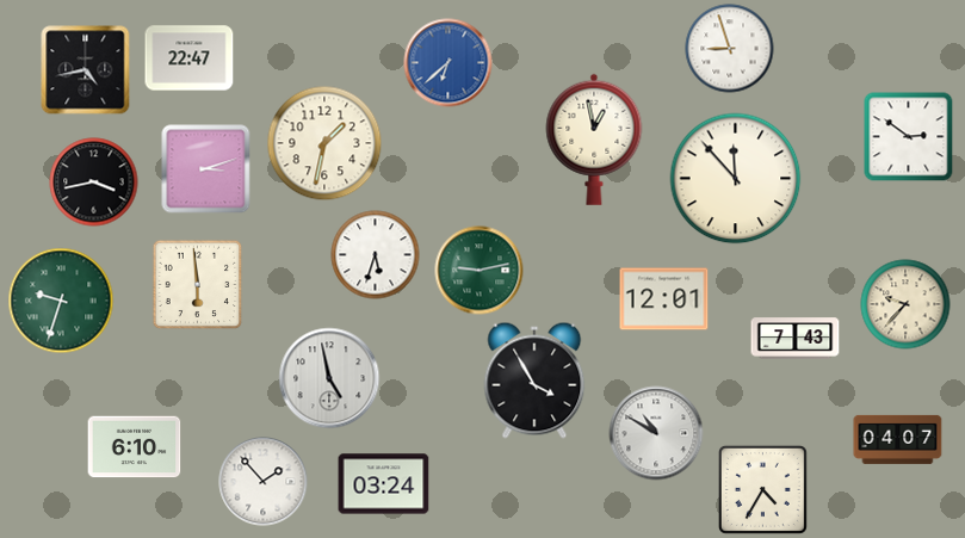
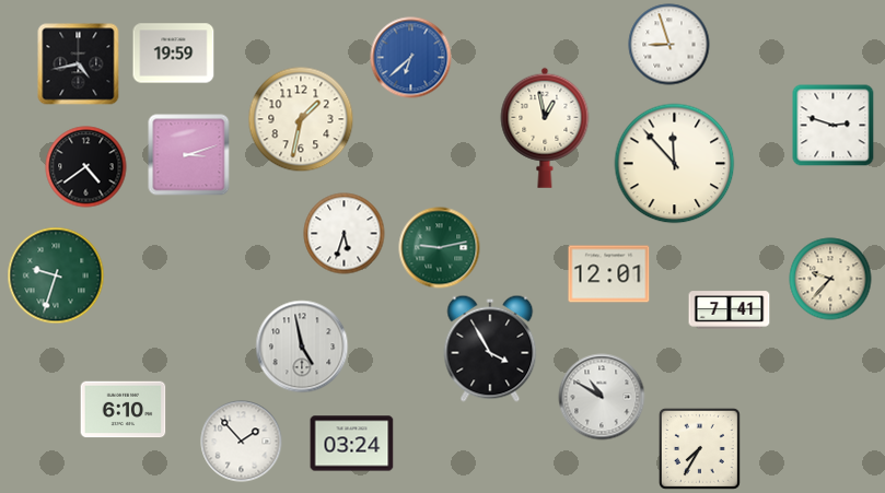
clock at (190, 58): 22:47 -> 19:59
clock at (909, 137): 2:51 -> 2:48
clock at (324, 143) position: (324, 143) -> (301, 119)
clock at (94, 183): 3:43 -> 4:39
clock at (198, 285): 5:59 -> none
clock at (796, 339): 7:43 -> 7:41
clock at (898, 439): 04:07 -> none
clock at (762, 489): 4:35 -> 7:35
